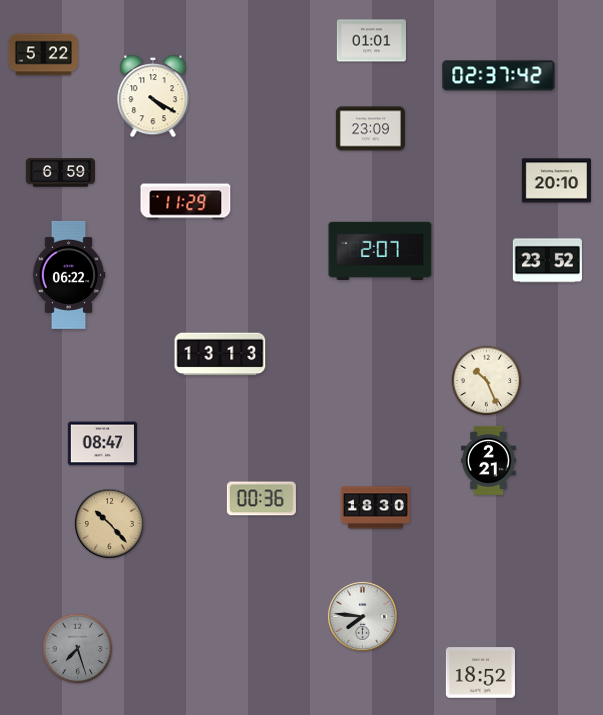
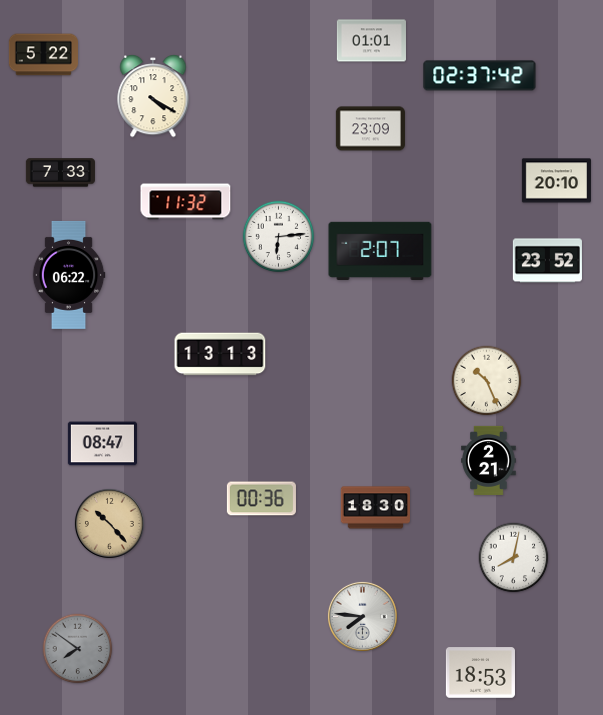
clock at (499, 76) position: (499, 76) -> (480, 76)
clock at (60, 173): 6:59 -> 7:33
clock at (186, 202): 11:29 -> 11:32
clock at (279, 237): none -> 6:14
clock at (514, 558): none -> 8:02
clock at (78, 649): 7:27 -> 7:51
clock at (480, 673): 18:52 -> 18:53
